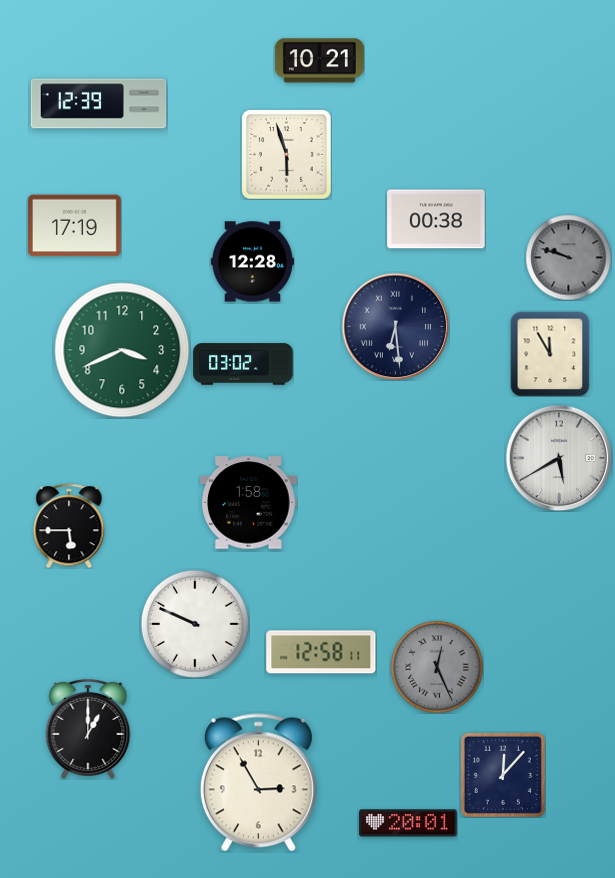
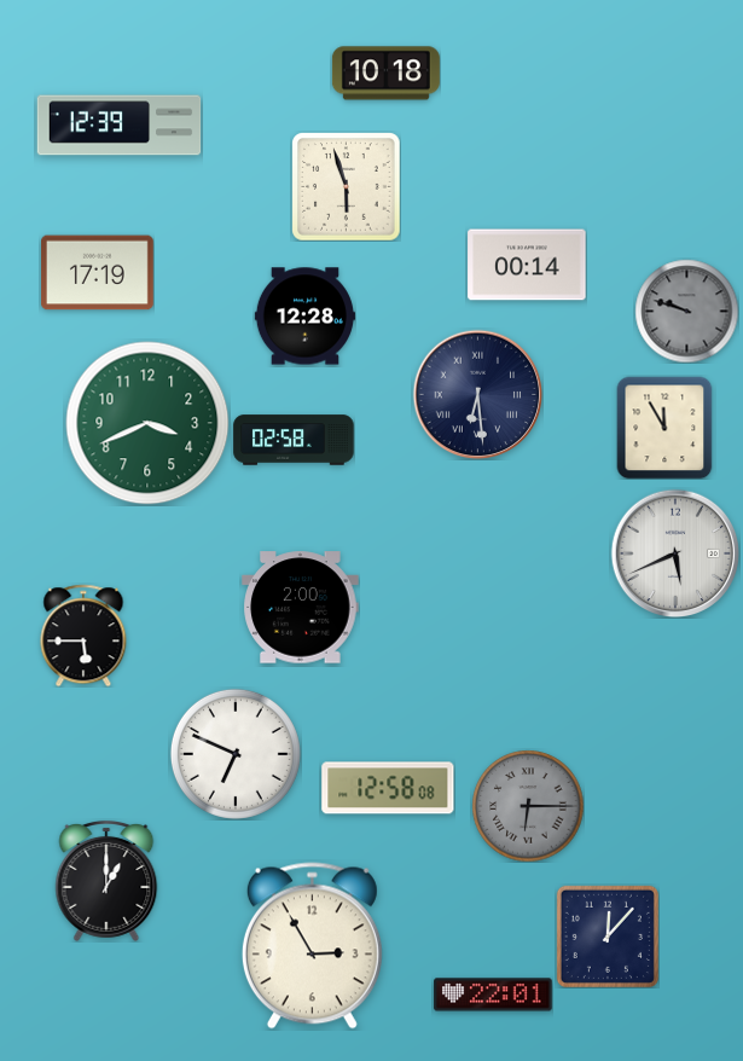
clock at (319, 61): 10:21 -> 10:18
clock at (436, 219): 00:38 -> 00:14
clock at (75, 226) position: (75, 226) -> (98, 273)
clock at (243, 364): 03:02 -> 02:58
clock at (559, 458): 5:40 -> 5:41
clock at (249, 503): 1:58 -> 2:00
clock at (195, 624): 9:49 -> 6:49
clock at (321, 652): 12:58:11 -> 12:58:08
clock at (437, 667): 12:26 -> 6:15
clock at (408, 823): 20:01 -> 22:01
